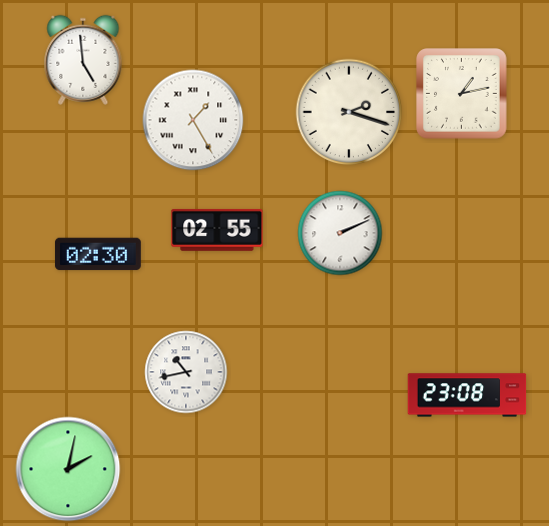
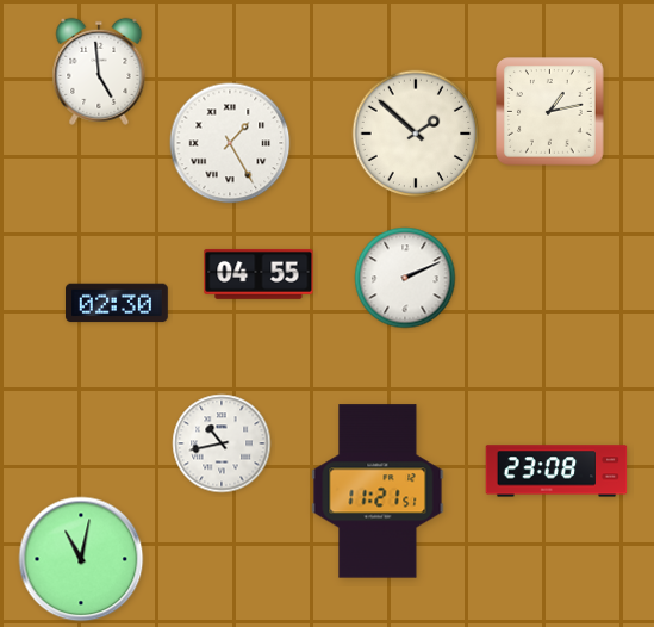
clock at (349, 112): 2:18 -> 1:52
clock at (217, 230): 02:55 -> 04:55
clock at (378, 491): none -> 11:21
clock at (68, 469): 2:02 -> 11:02
